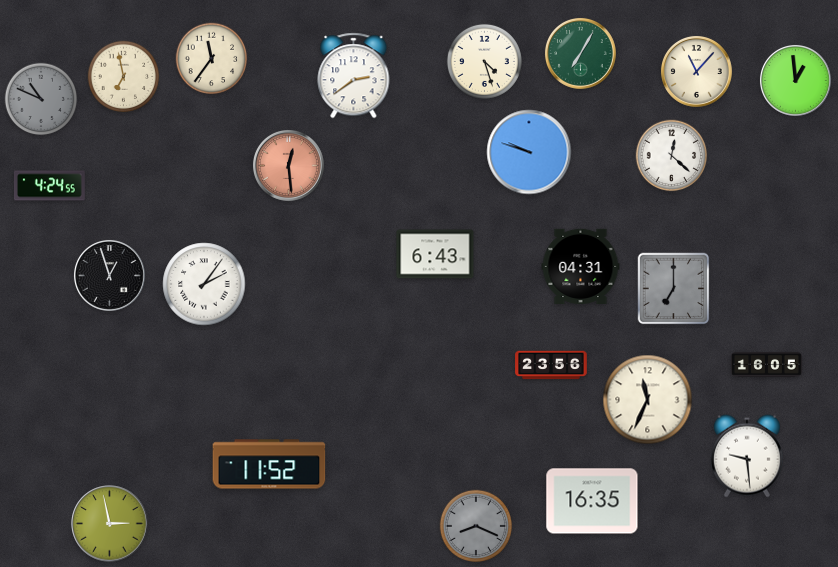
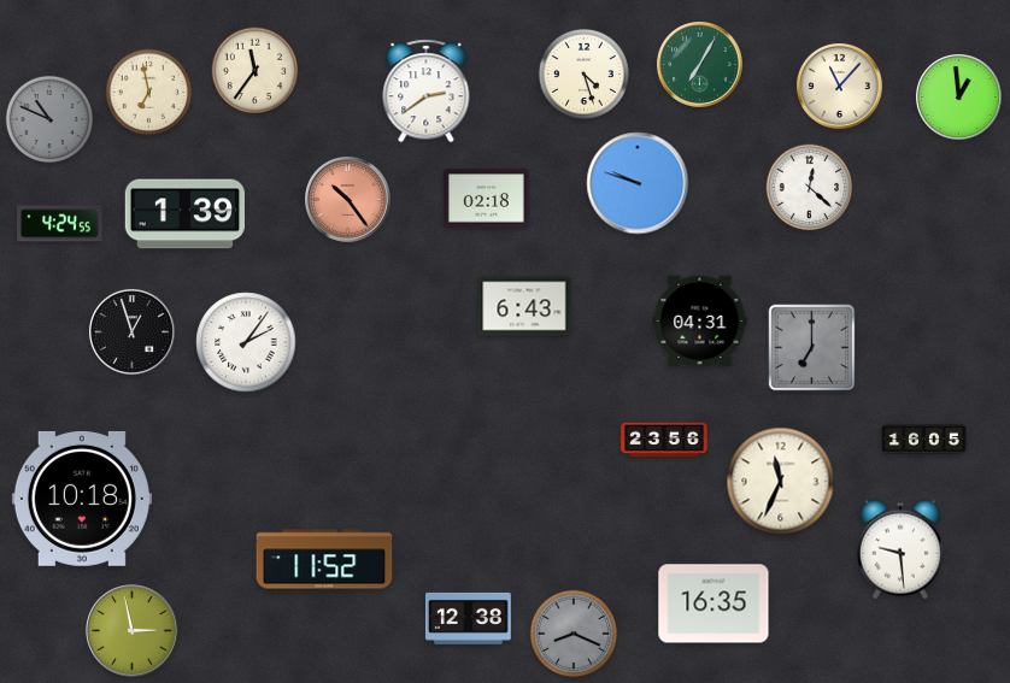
clock at (288, 165): 12:29 -> 10:24
clock at (486, 199): none -> 02:18
clock at (184, 214): none -> 1:39
clock at (82, 499): none -> 10:18
clock at (468, 618): none -> 12:38
